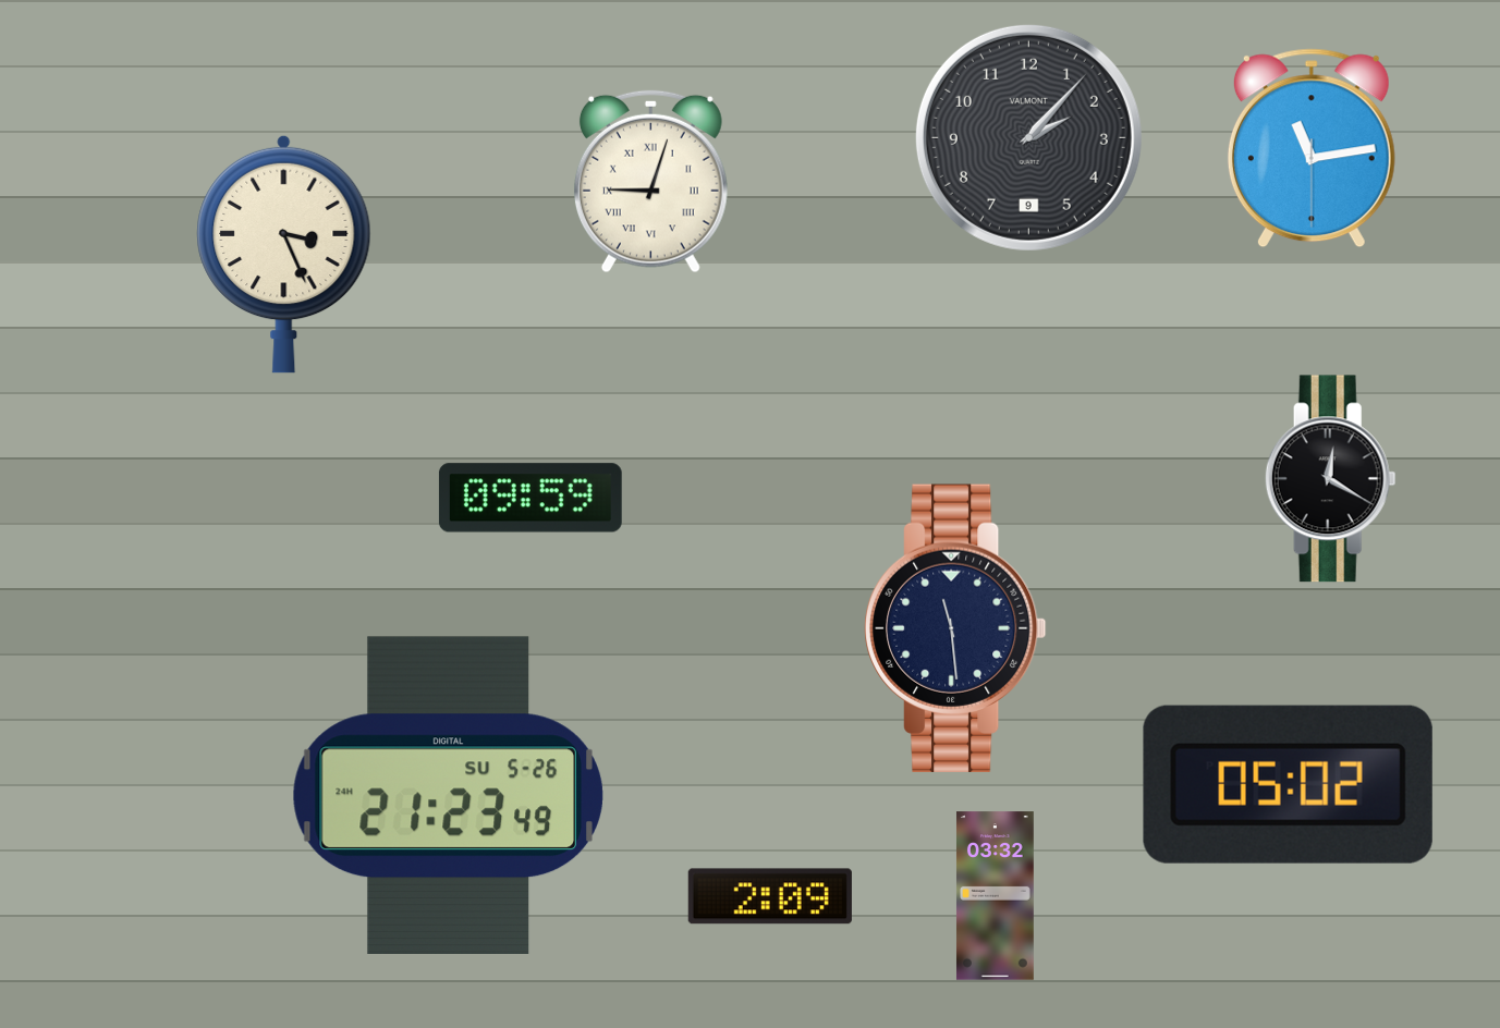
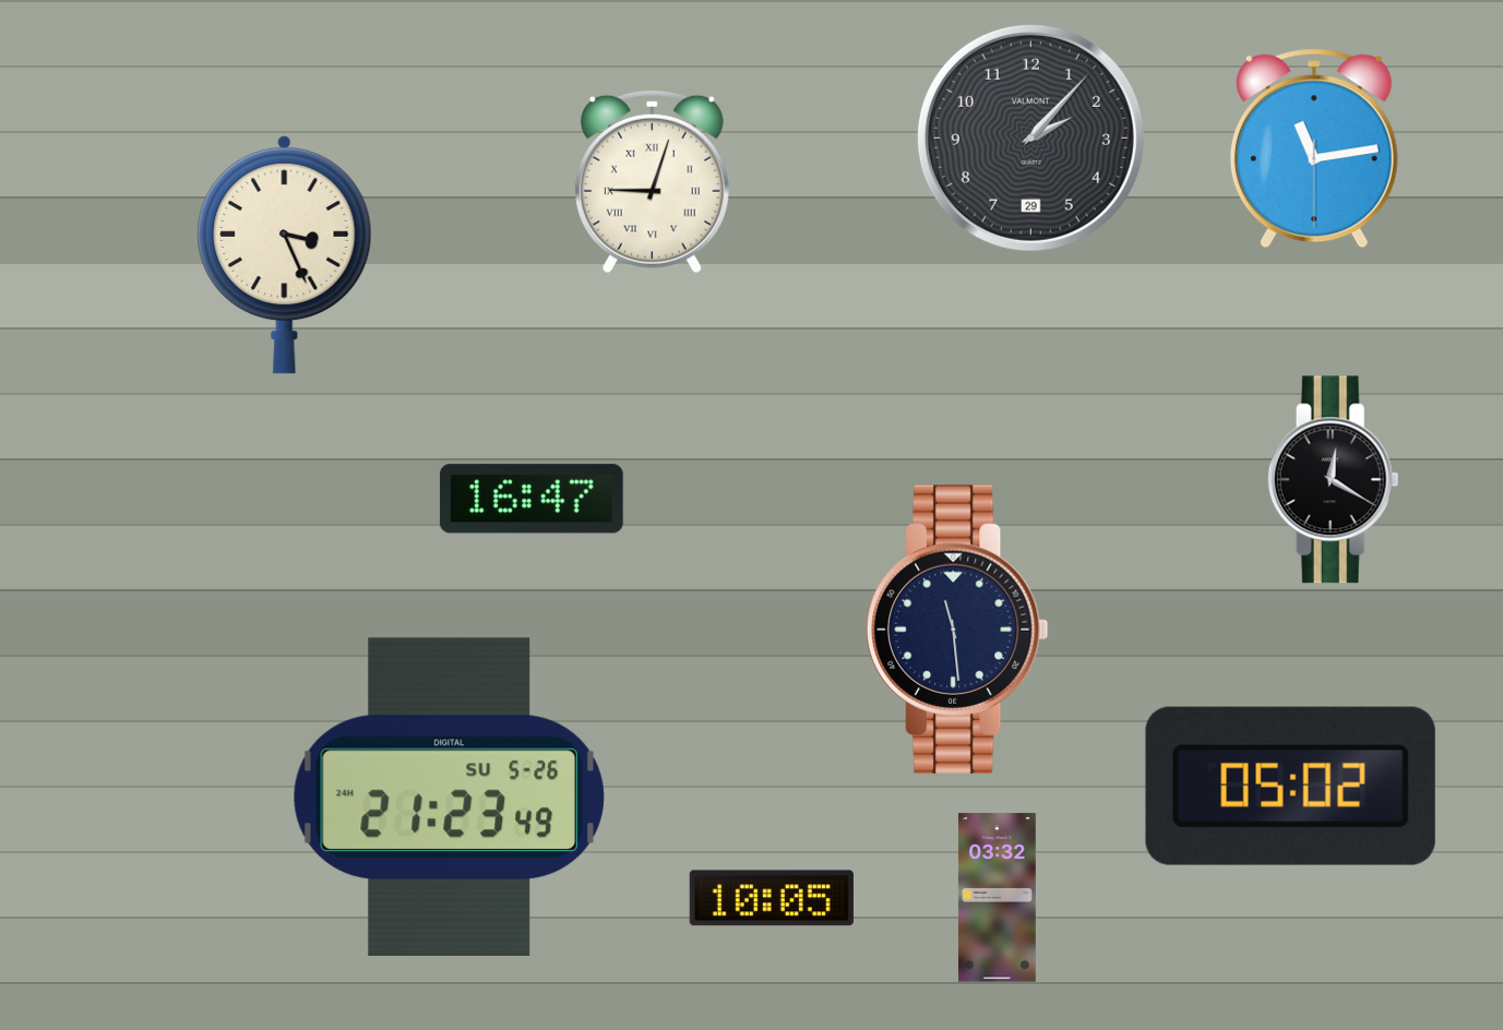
clock at (1028, 137) date: 9 -> 29
clock at (531, 498): 09:59 -> 16:47
clock at (770, 896): 2:09 -> 10:05
